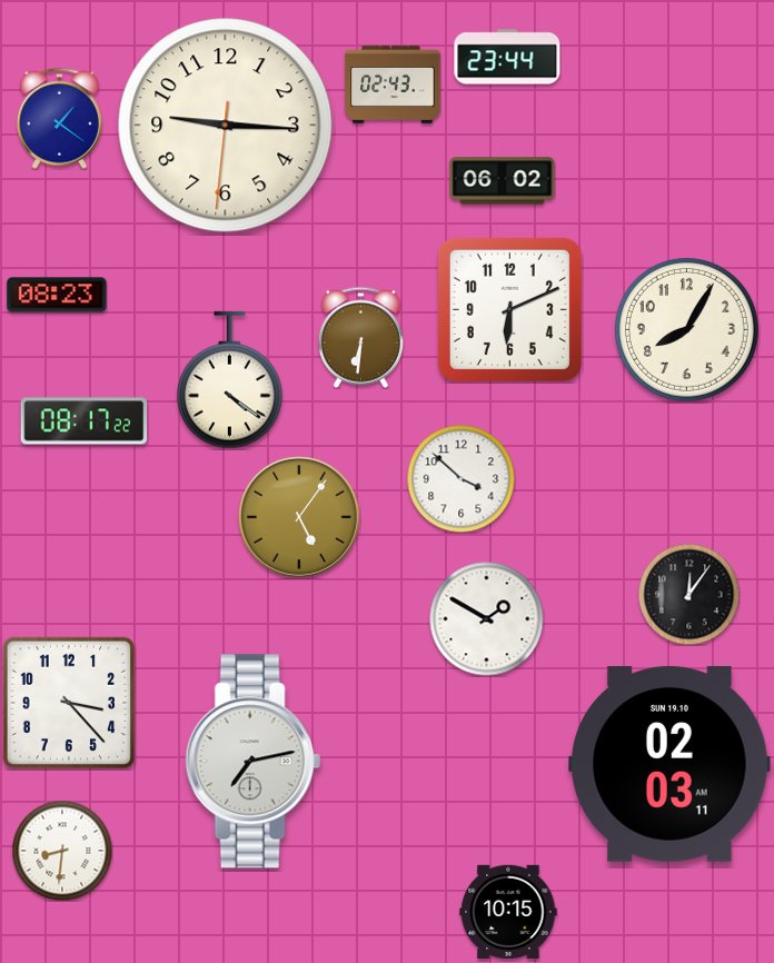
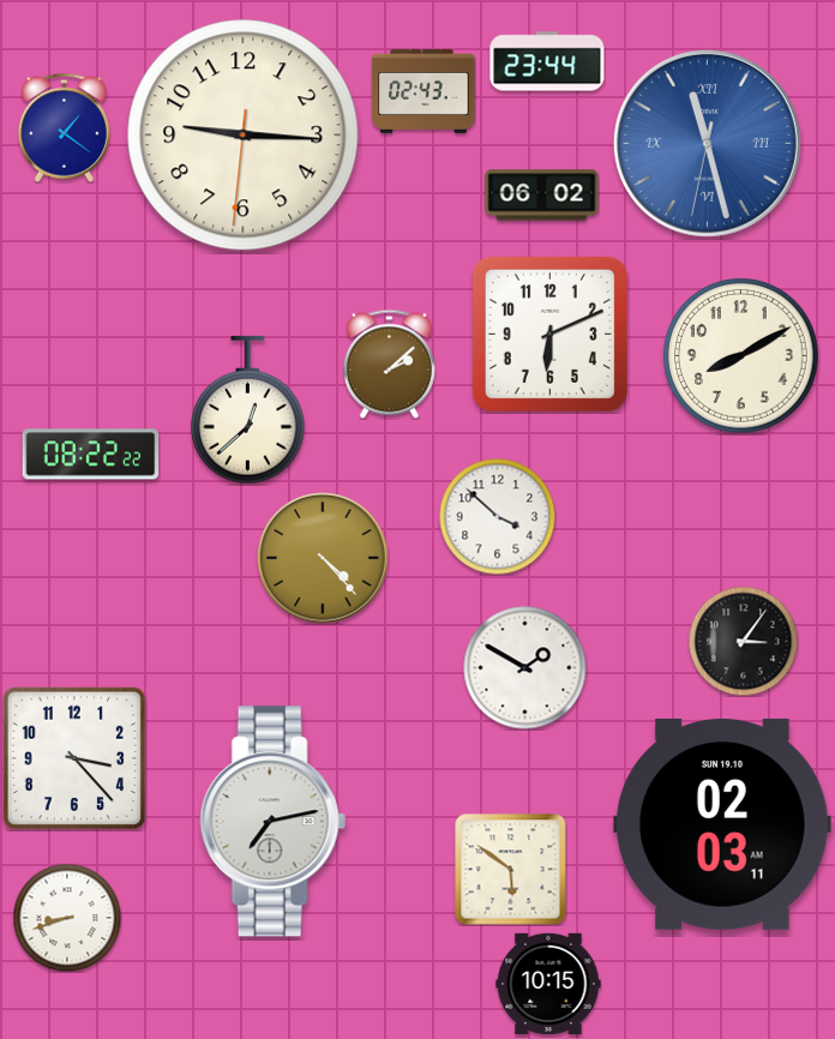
clock at (707, 143): none -> 11:27
clock at (57, 295): 08:23 -> none
clock at (686, 329): 8:05 -> 8:10
clock at (360, 337): 6:31 -> 2:08
clock at (230, 380): 4:21 -> 12:38
clock at (85, 421): 08:17 -> 08:22
clock at (300, 518): 5:06 -> 4:23
clock at (688, 594): 12:06 -> 3:06
clock at (511, 870): none -> 5:51
clock at (62, 851): 8:31 -> 8:42
